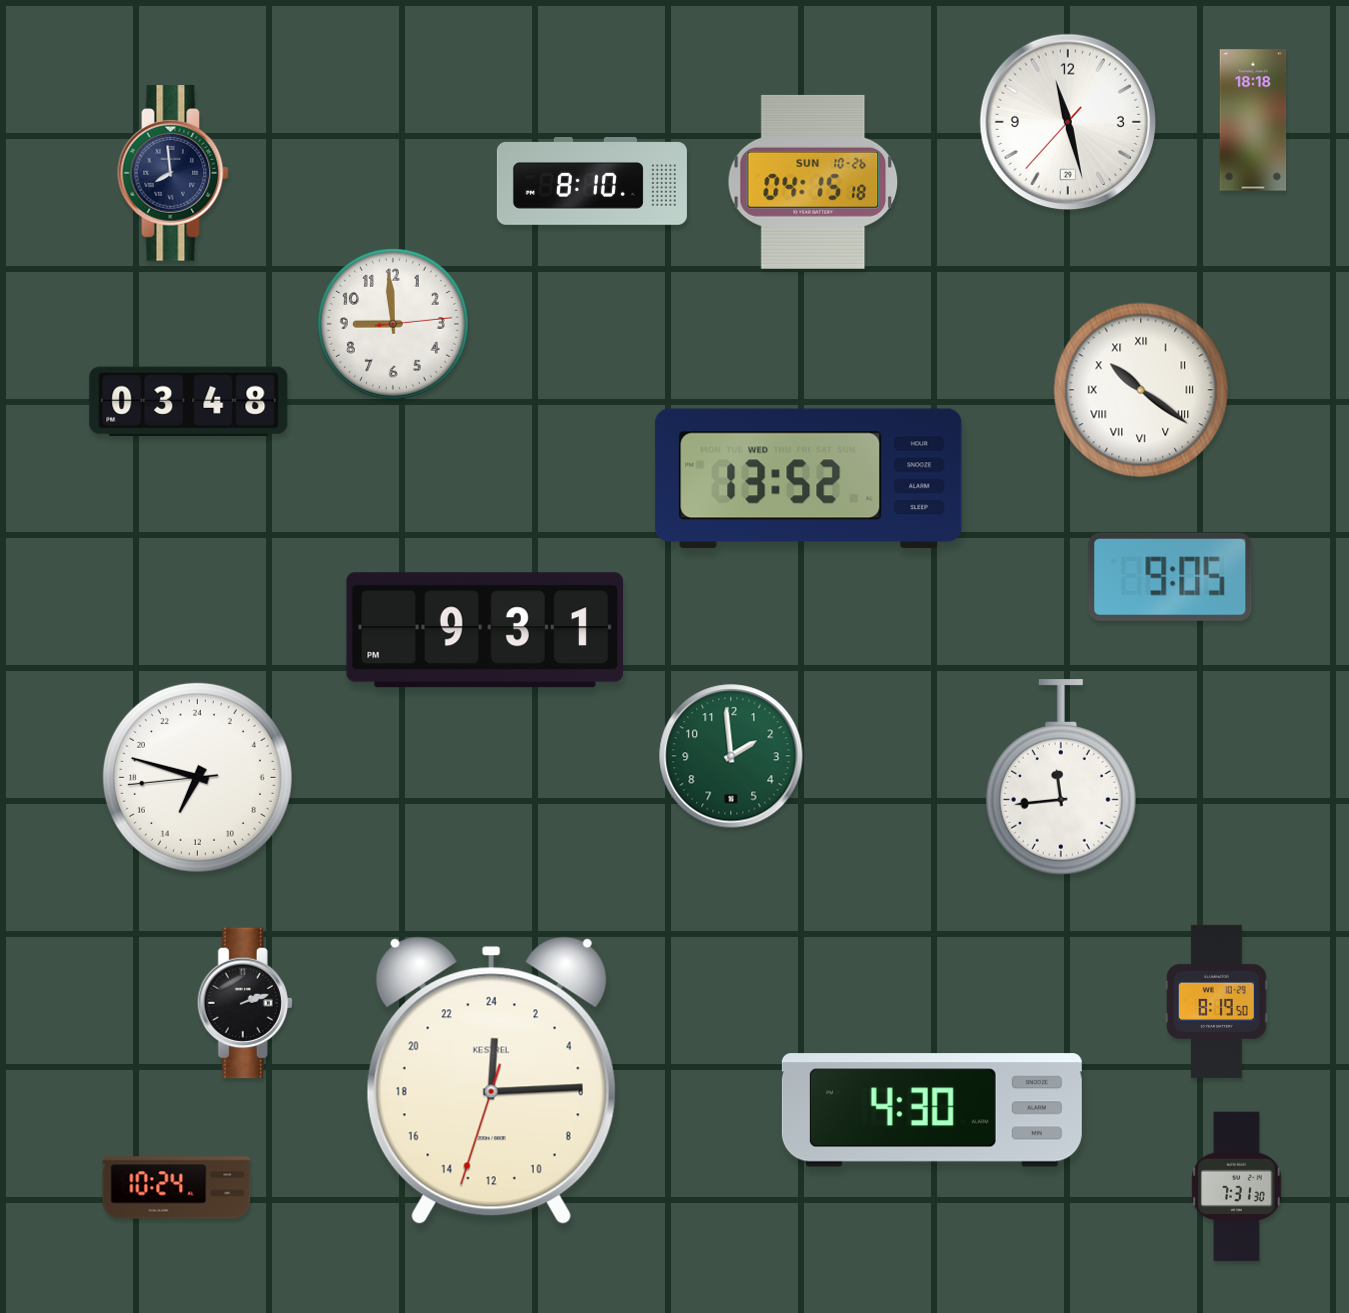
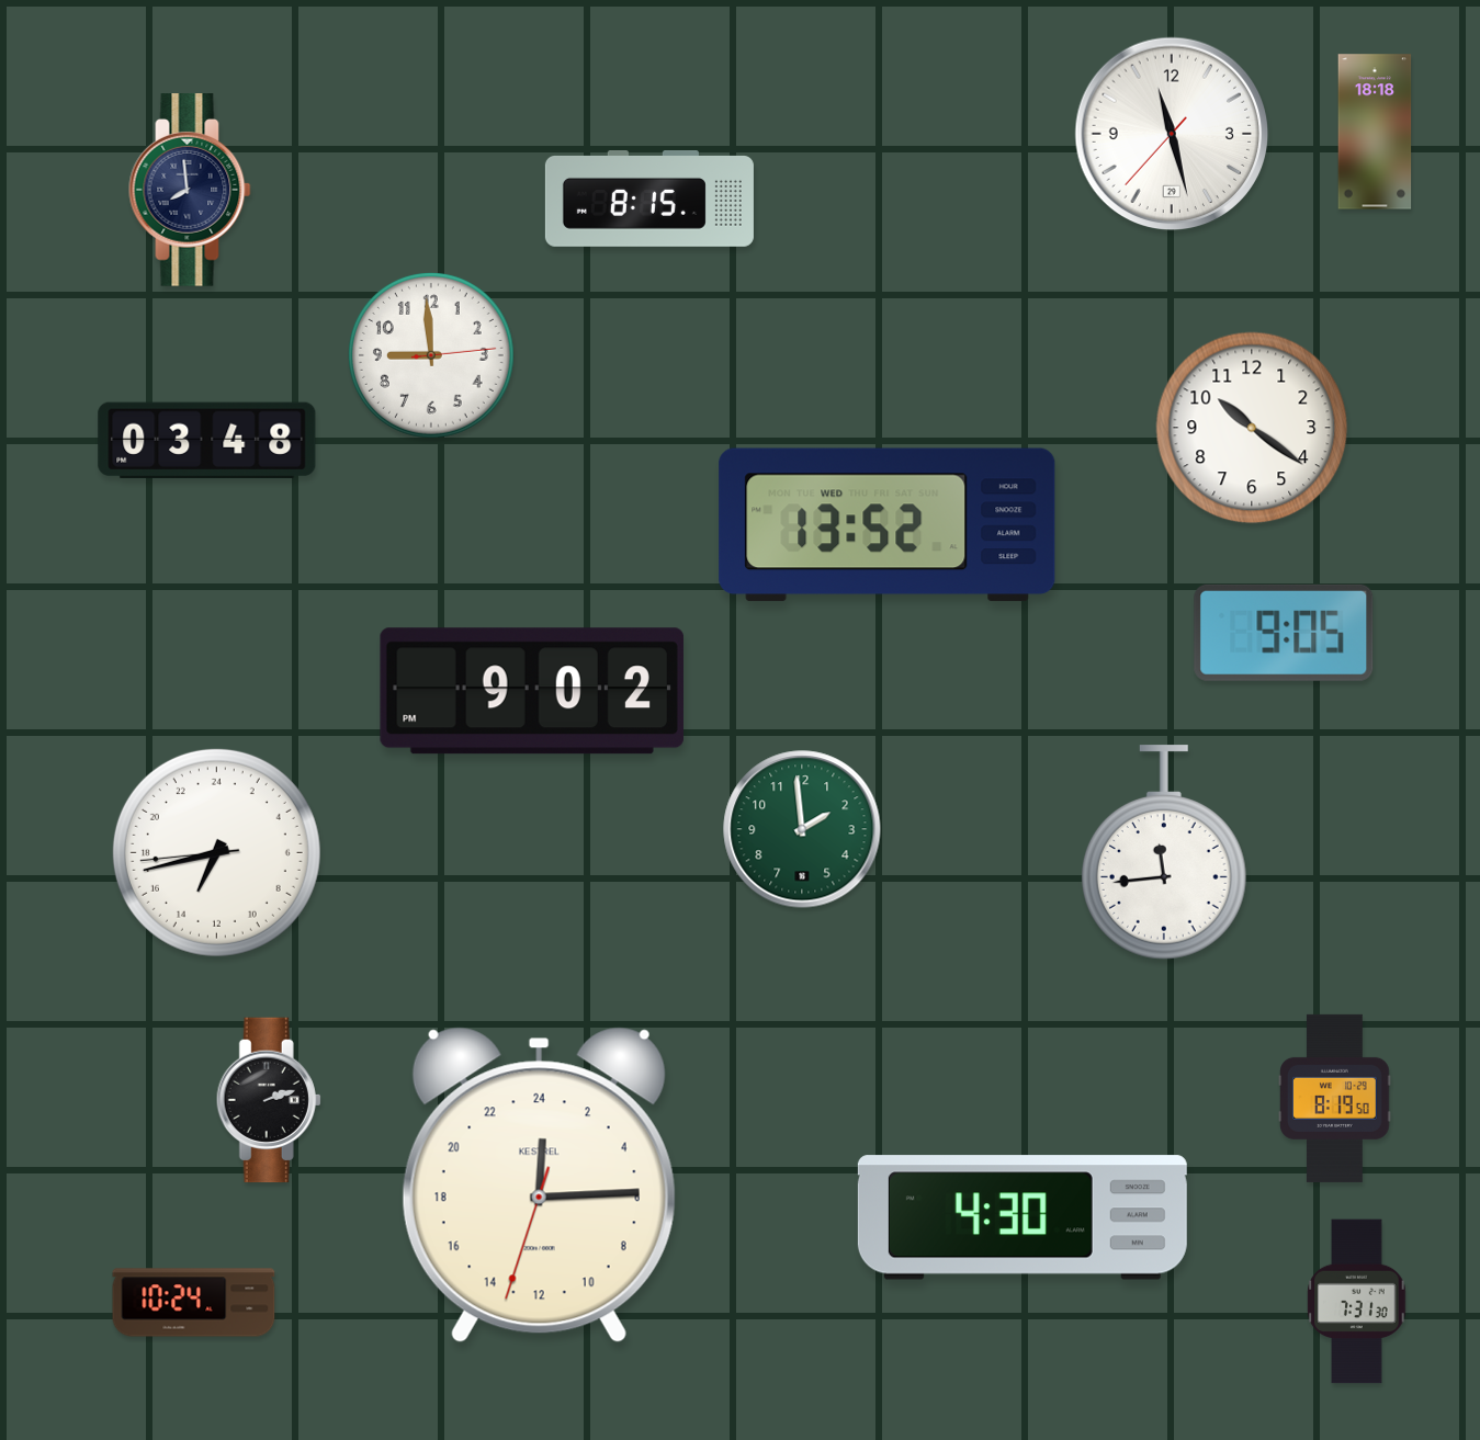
clock at (592, 182): 8:10 -> 8:15
clock at (813, 182): 04:15 -> none
clock at (1141, 390) numerals: Roman -> Arabic
clock at (485, 630): 9:31 -> 9:02
clock at (197, 777): 13:47 -> 13:42
